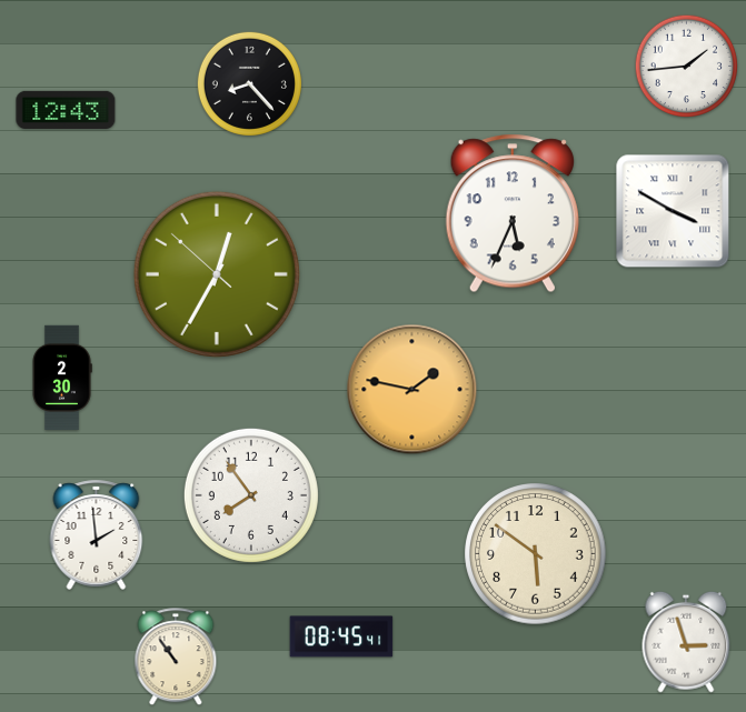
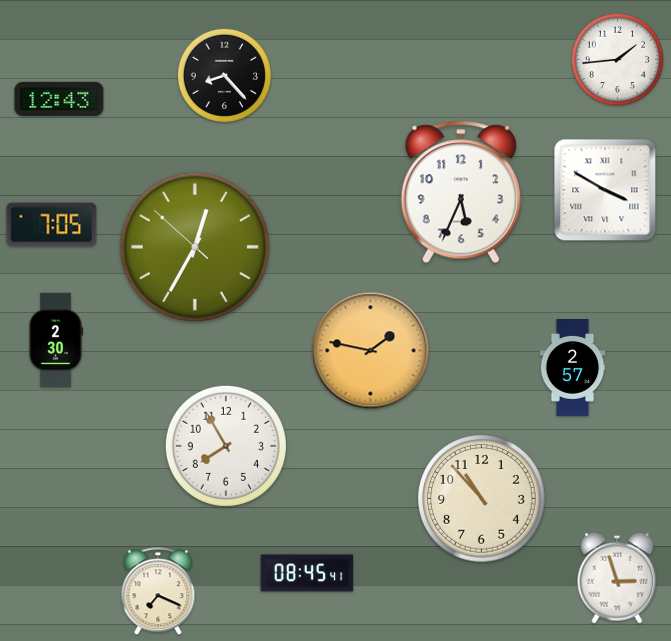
clock at (52, 225): none -> 7:05
clock at (573, 368): none -> 2:57
clock at (251, 495): 7:54 -> 7:55
clock at (97, 534): 1:59 -> none
clock at (536, 554): 5:51 -> 10:53
clock at (176, 658): 10:54 -> 7:19
